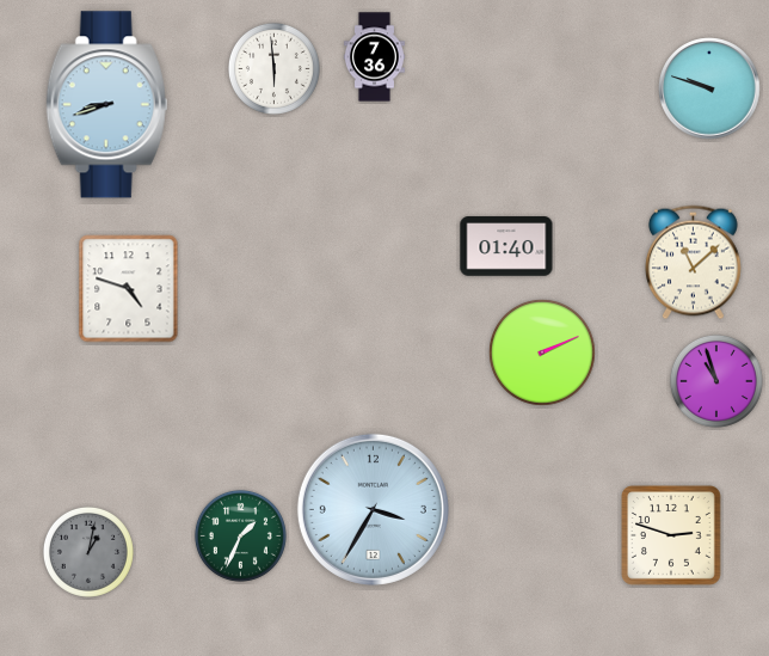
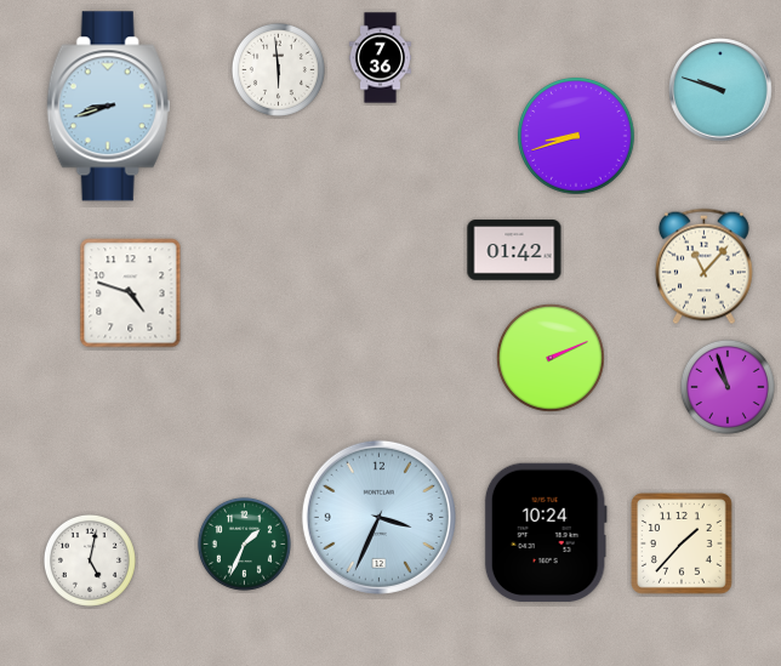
clock at (576, 136): none -> 8:42
clock at (506, 246): 01:40 -> 01:42
clock at (693, 263): 11:08 -> 11:07
clock at (373, 509): 3:35 -> 3:34
clock at (546, 533): none -> 10:24
clock at (672, 537): 2:48 -> 1:37
clock at (88, 552): 1:02 -> 5:02
clock at (88, 552) dial: grey -> white
